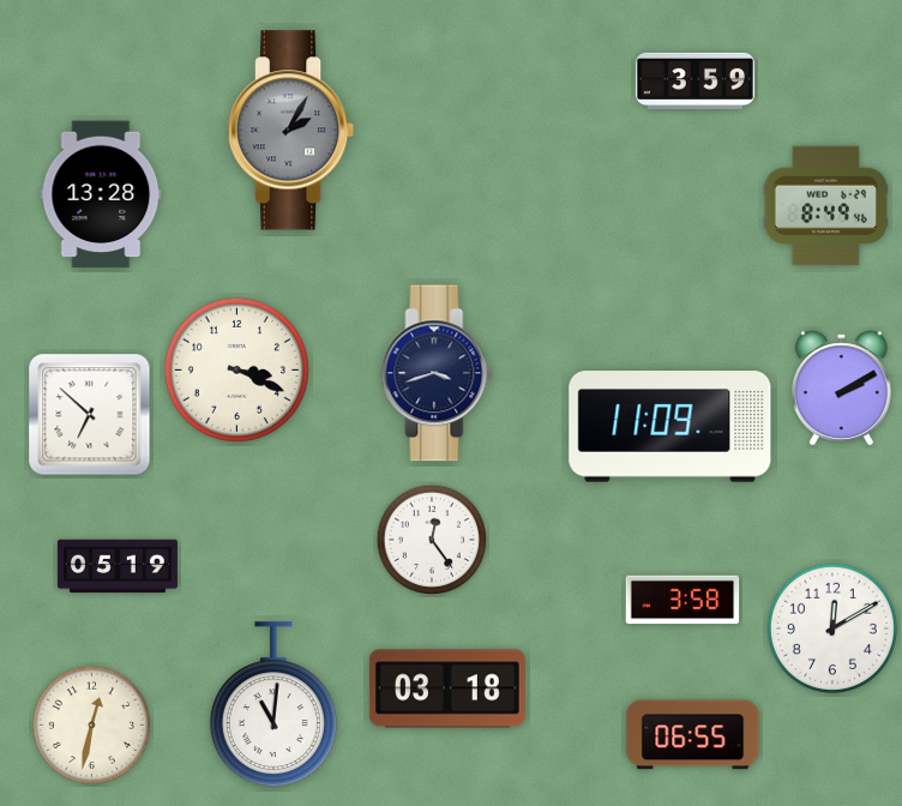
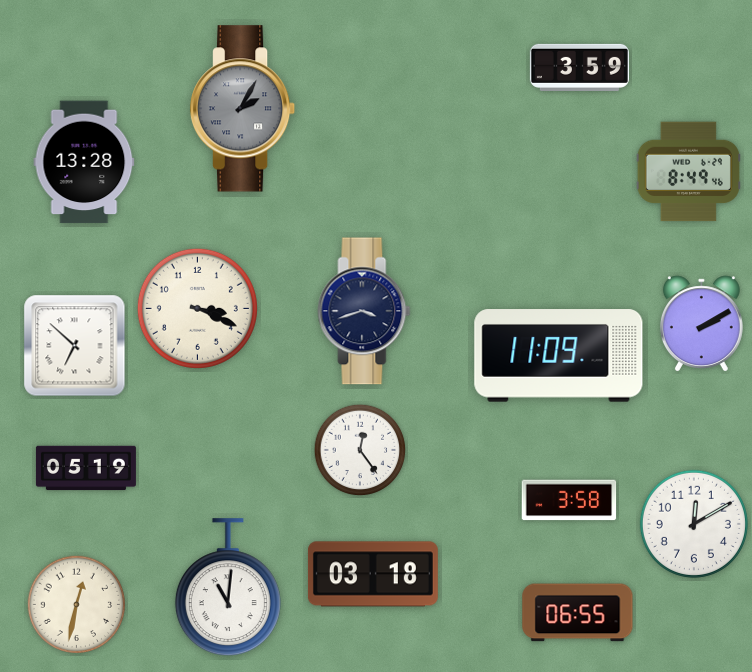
clock at (118, 566) position: (118, 566) -> (86, 468)
